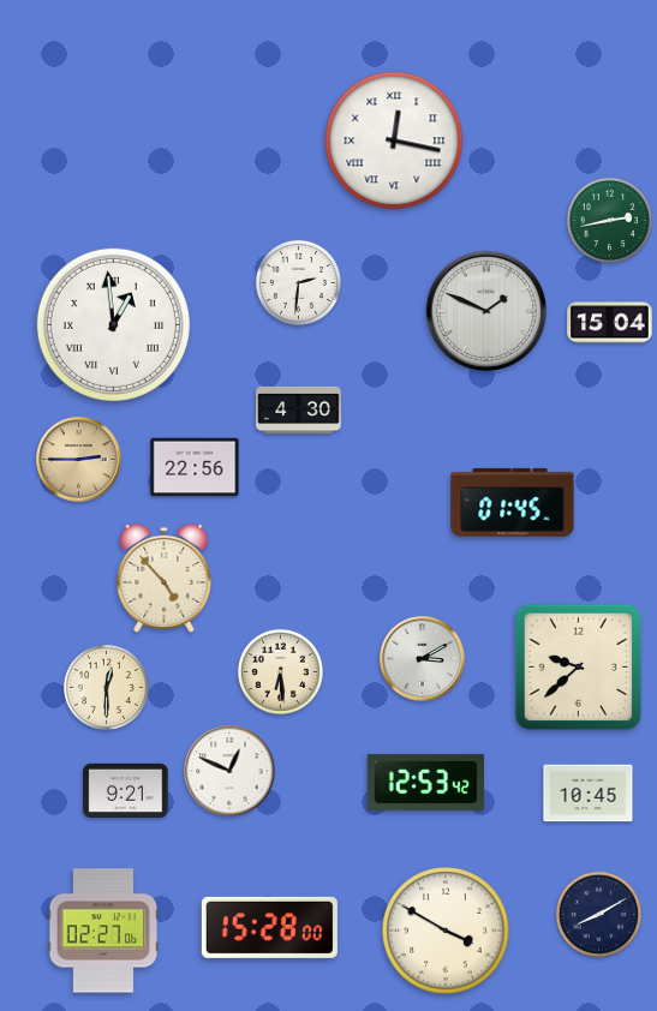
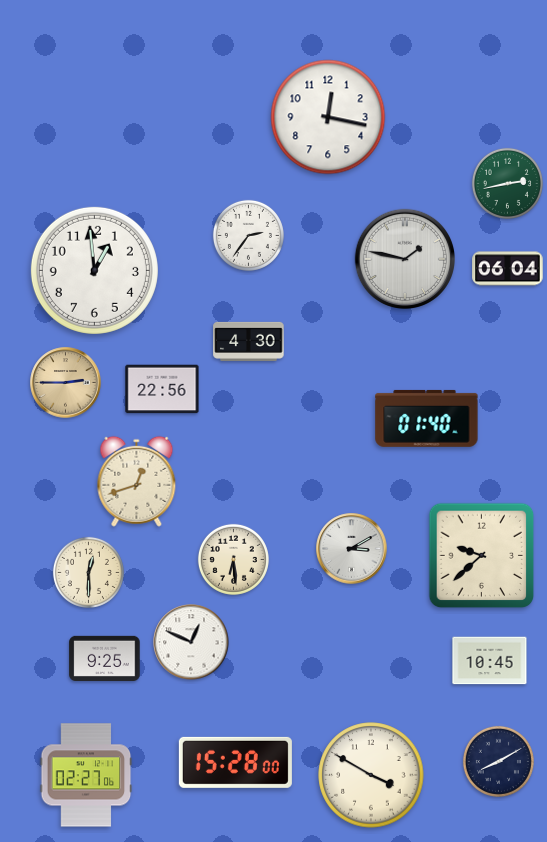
clock at (394, 140) numerals: Roman -> Arabic
clock at (298, 282): 2:31 -> 2:36
clock at (485, 310): 1:49 -> 1:47
clock at (610, 323): 15:04 -> 06:04
clock at (113, 324) numerals: Roman -> Arabic
clock at (513, 502): 01:45 -> 01:40
clock at (165, 578): 4:53 -> 12:42
clock at (425, 782): 12:53 -> none
clock at (126, 790): 9:21 -> 9:25
clock at (269, 927) position: (269, 927) -> (235, 762)
